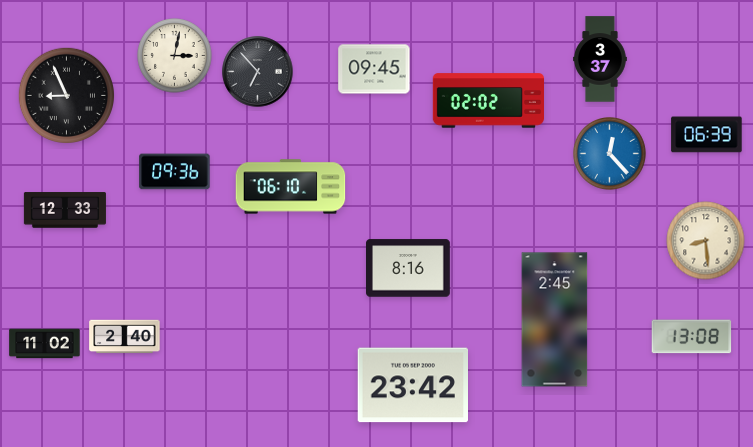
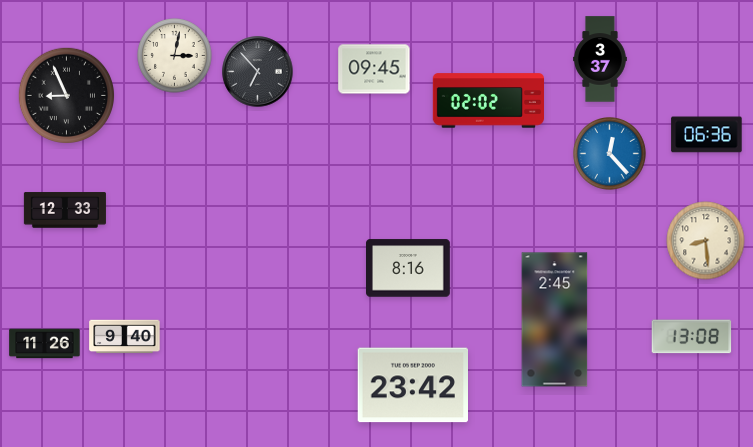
clock at (707, 135): 06:39 -> 06:36
clock at (175, 172): 09:36 -> none
clock at (291, 187): 06:10 -> none
clock at (125, 337): 2:40 -> 9:40
clock at (45, 344): 11:02 -> 11:26
